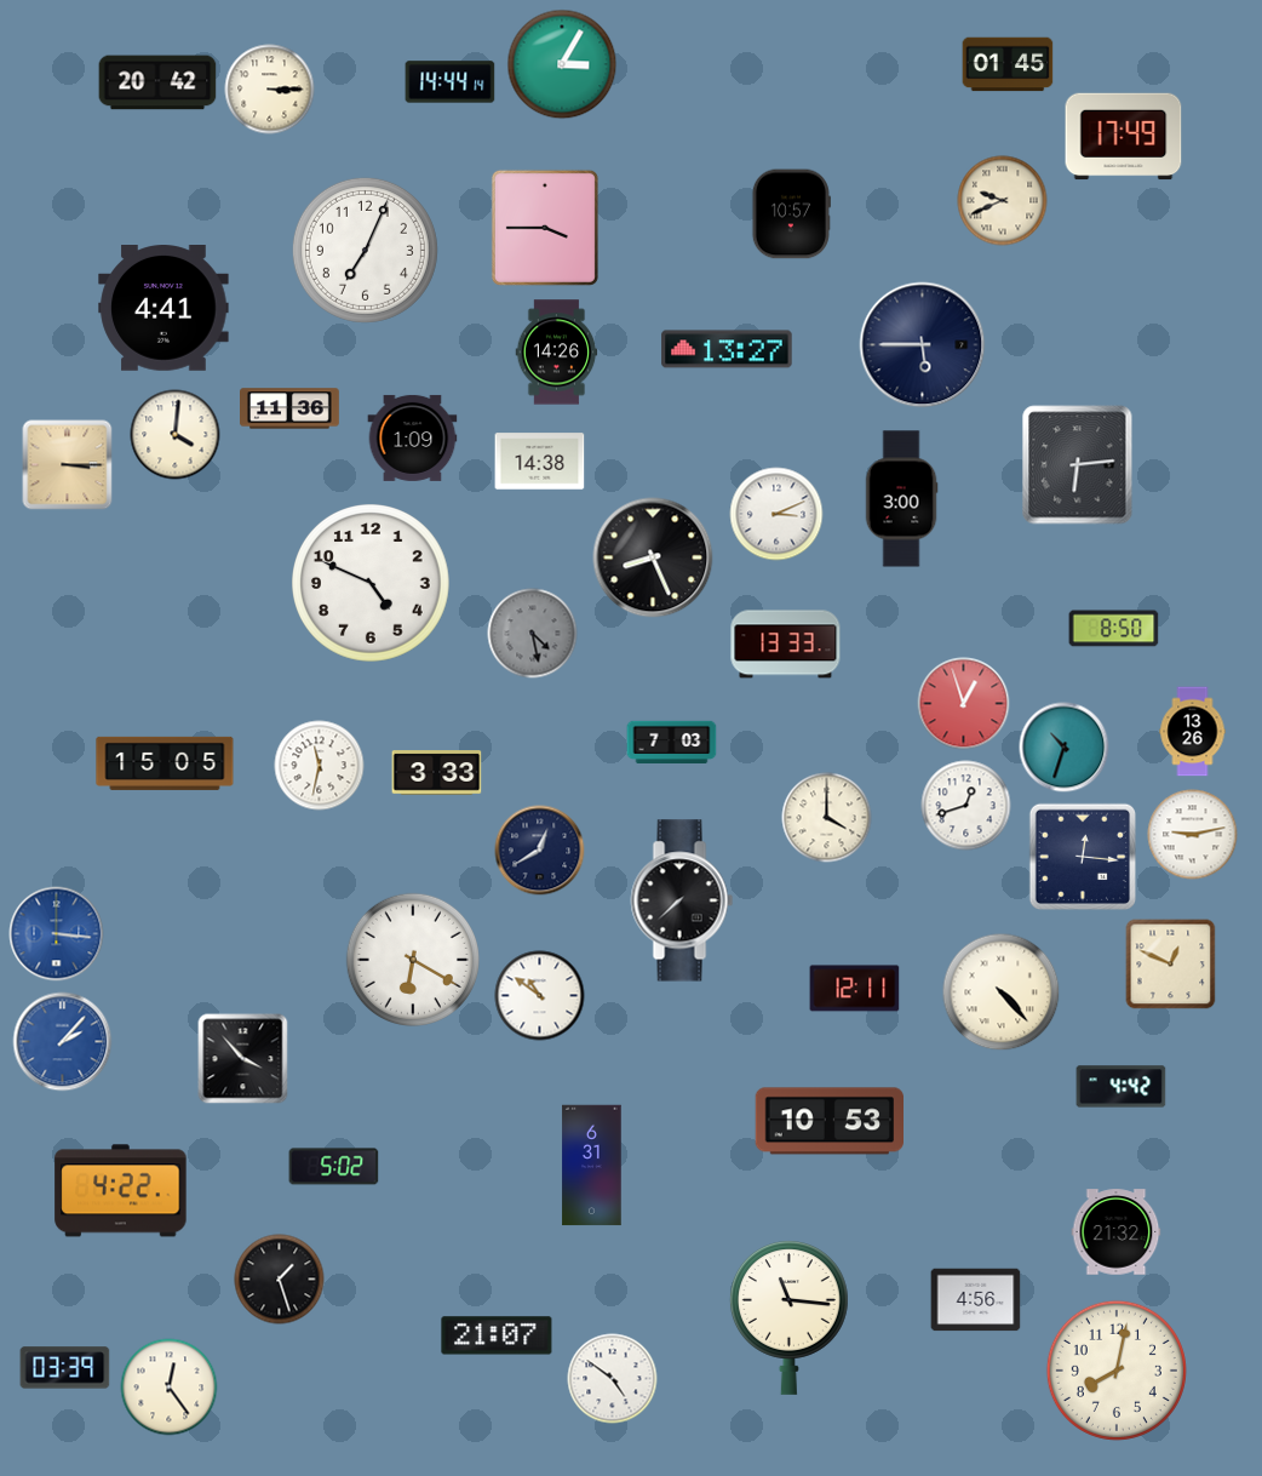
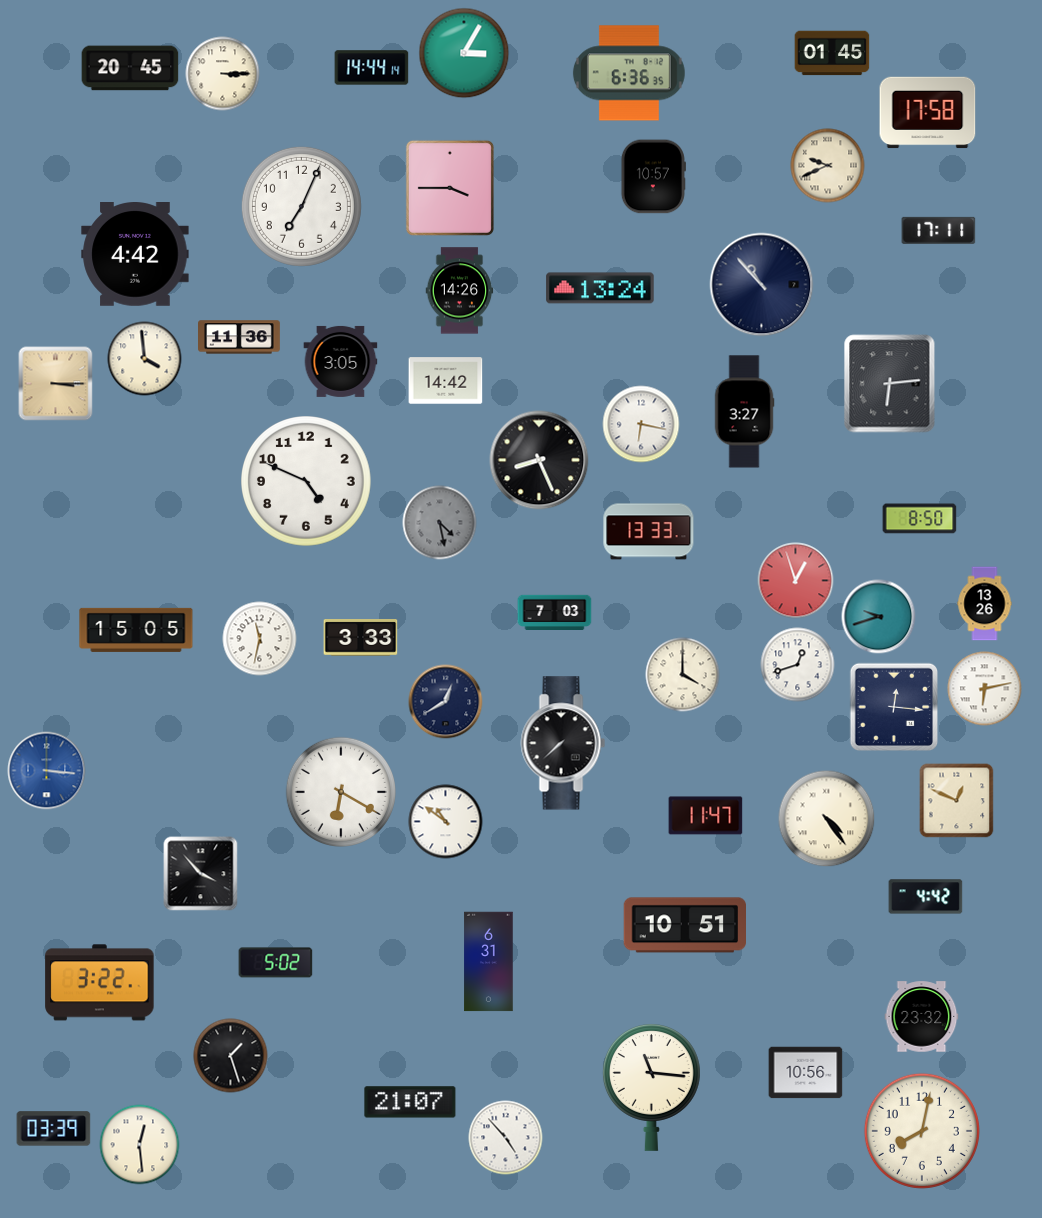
clock at (157, 82): 20:42 -> 20:45
clock at (629, 73): none -> 6:36
clock at (1124, 137): 17:49 -> 17:58
clock at (939, 230): none -> 17:11
clock at (164, 309): 4:41 -> 4:42
clock at (923, 345): 5:45 -> 10:53
clock at (727, 349): 13:27 -> 13:24
clock at (176, 435): 4:01 -> 3:59
clock at (413, 437): 1:09 -> 3:05
clock at (540, 462): 14:38 -> 14:42
clock at (901, 499): 3:00 -> 3:27
clock at (776, 514): 3:11 -> 6:17
clock at (1065, 748): 10:33 -> 9:42
clock at (320, 766) position: (320, 766) -> (260, 639)
clock at (1193, 835): 9:13 -> 6:13
clock at (1171, 965) position: (1171, 965) -> (957, 801)
clock at (855, 989): 12:11 -> 11:47
clock at (1002, 992): 4:23 -> 4:24
clock at (63, 1042): 2:07 -> none
clock at (828, 1121): 10:53 -> 10:51
clock at (121, 1191): 4:22 -> 3:22
clock at (1117, 1232): 21:32 -> 23:32
clock at (976, 1300): 4:56 -> 10:56
clock at (613, 1379): 4:51 -> 4:53
clock at (170, 1388): 12:24 -> 12:29
